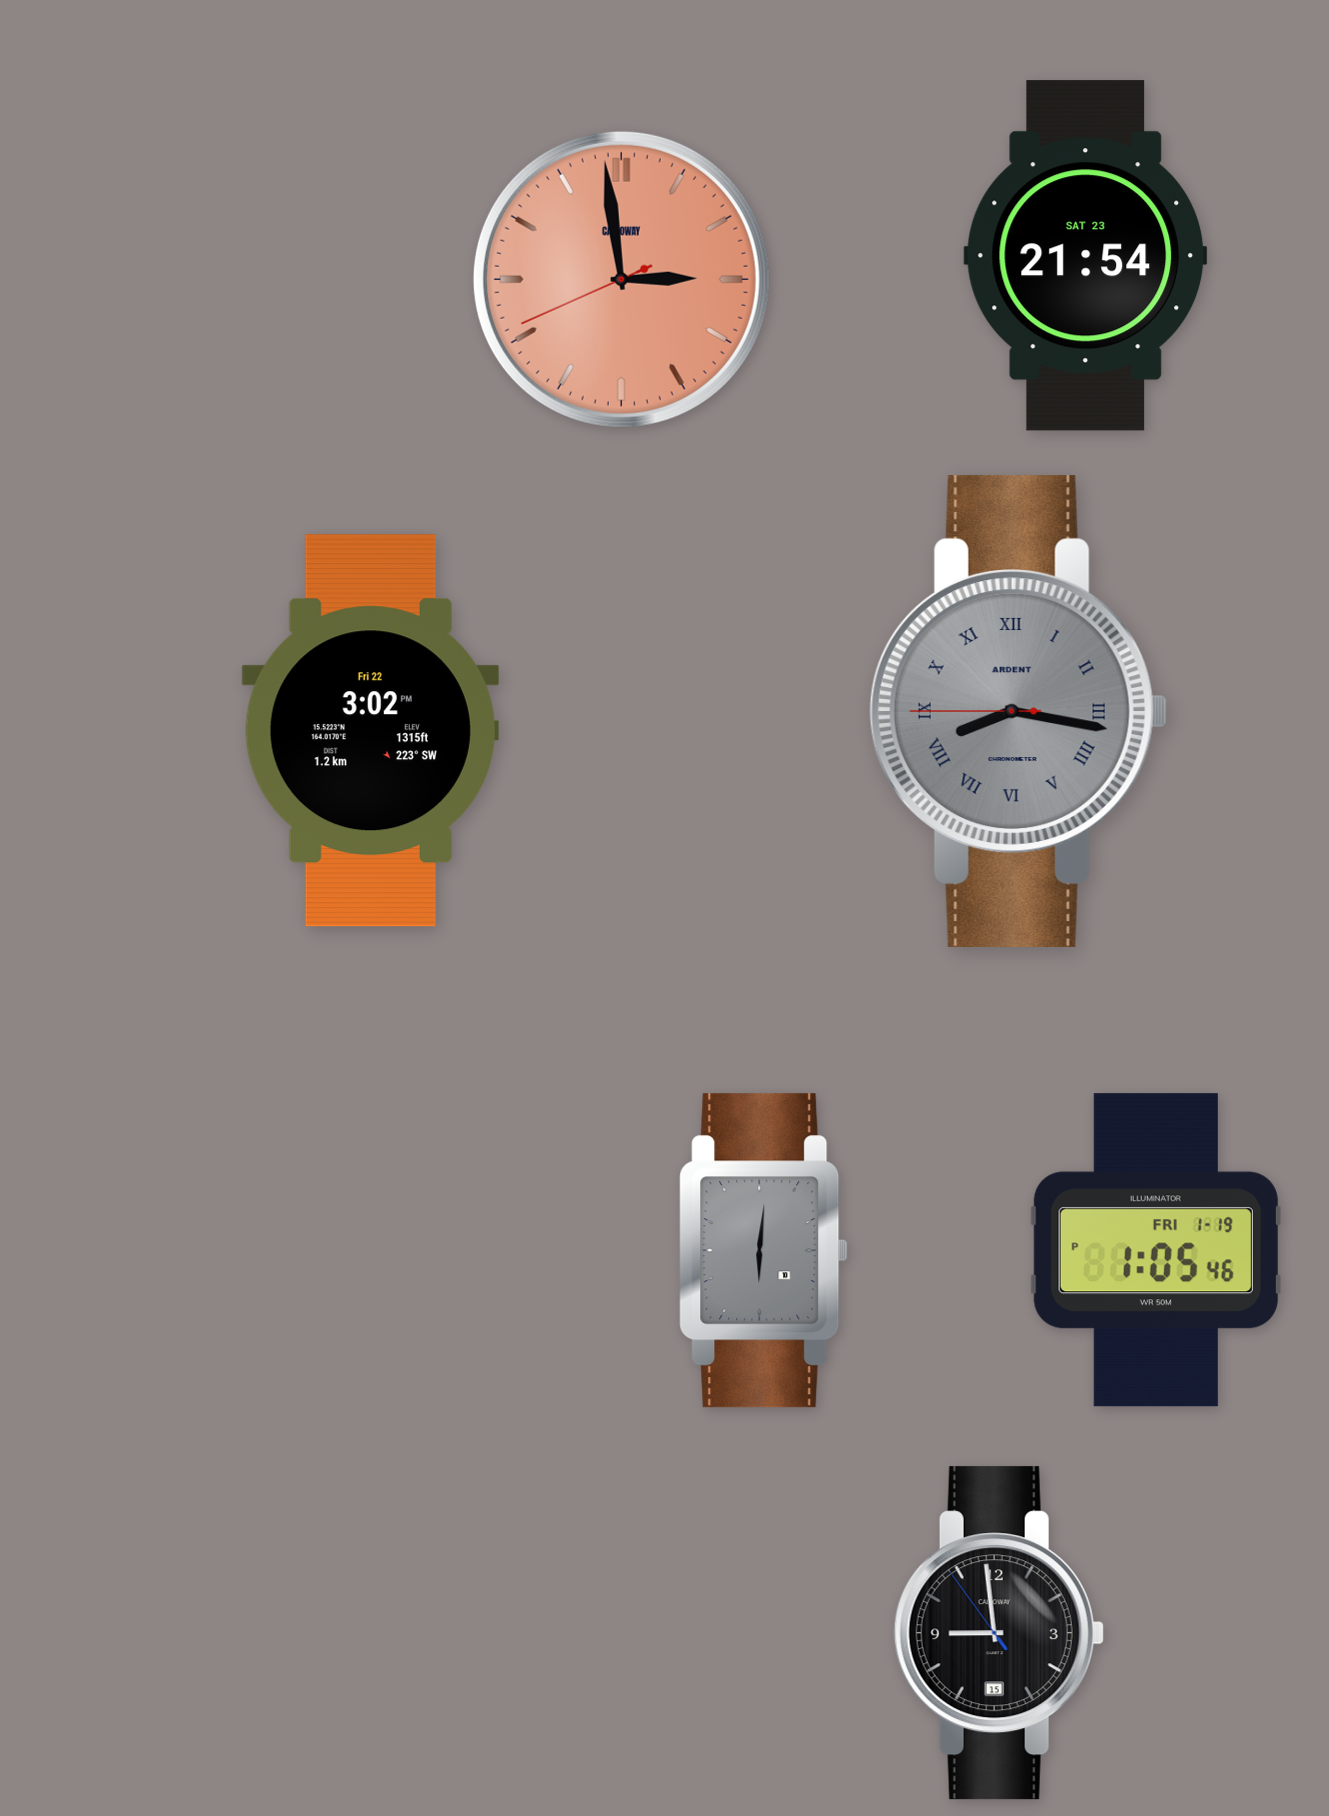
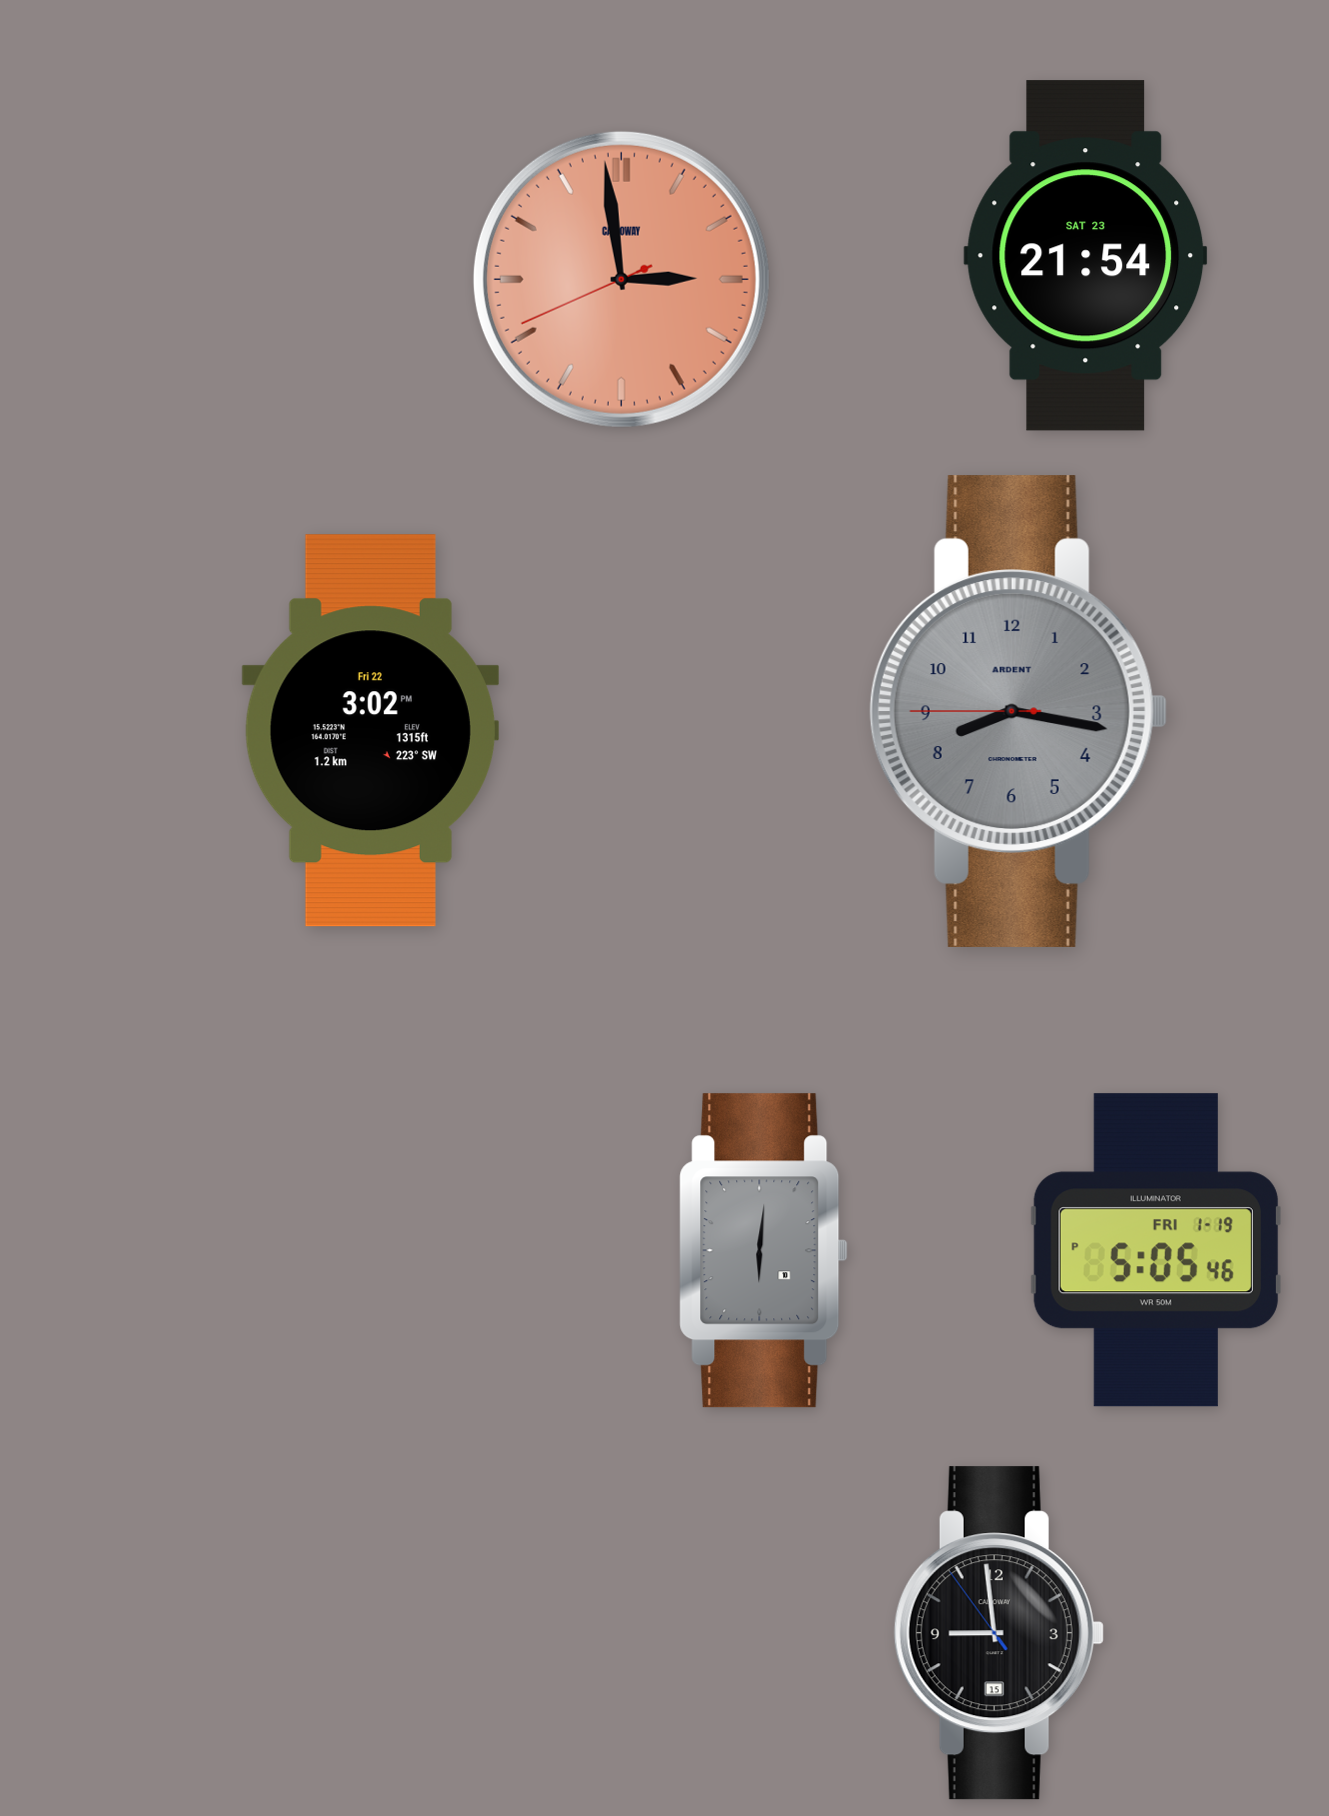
clock at (1018, 711) numerals: Roman -> Arabic
clock at (1156, 1250): 1:05 -> 5:05
